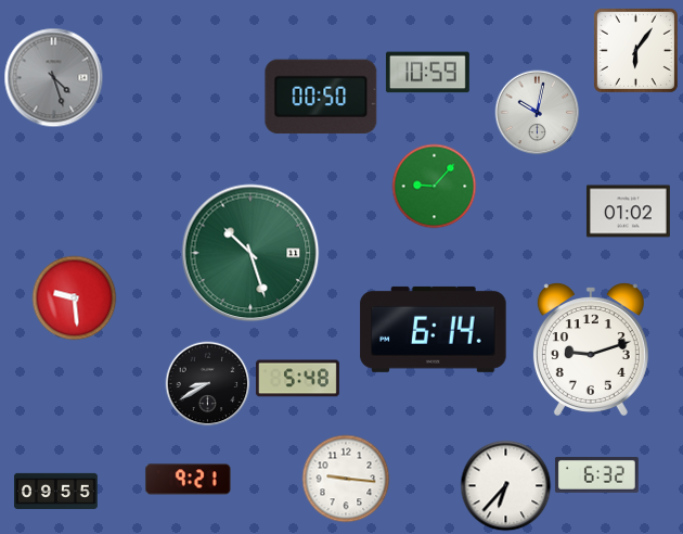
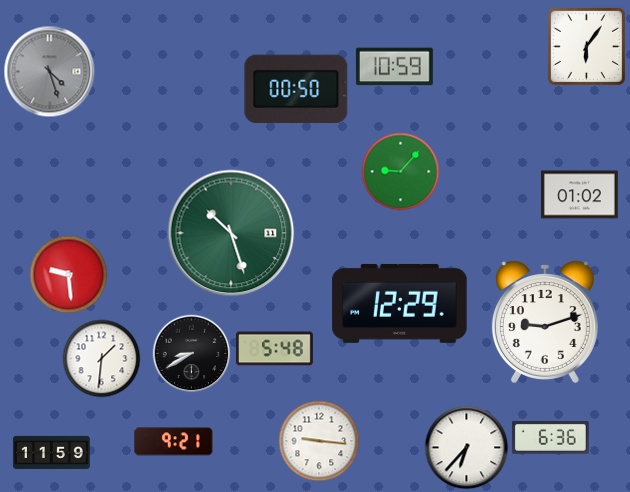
clock at (537, 112): 10:02 -> none
clock at (434, 329): 6:14 -> 12:29
clock at (101, 358): none -> 1:31
clock at (596, 474): 6:32 -> 6:36
clock at (55, 491): 09:55 -> 11:59
